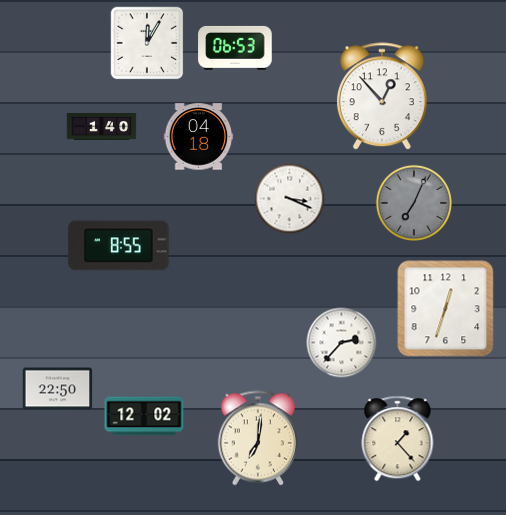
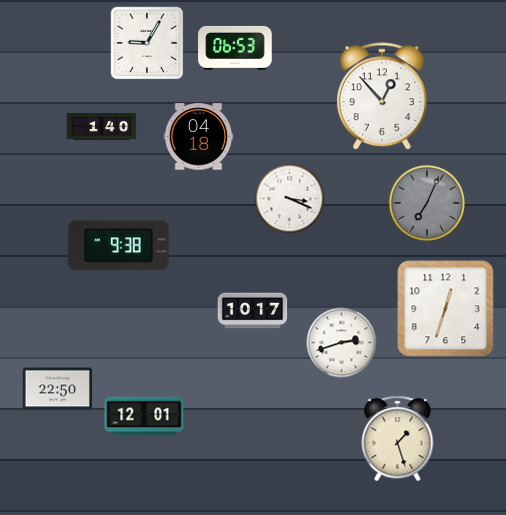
clock at (147, 43): 12:05 -> 9:05
clock at (414, 203) position: (414, 203) -> (427, 203)
clock at (119, 246): 8:55 -> 9:38
clock at (253, 311): none -> 10:17
clock at (342, 343): 2:37 -> 2:42
clock at (144, 416): 12:02 -> 12:01
clock at (257, 438): 7:01 -> none
clock at (398, 439): 1:23 -> 1:27
